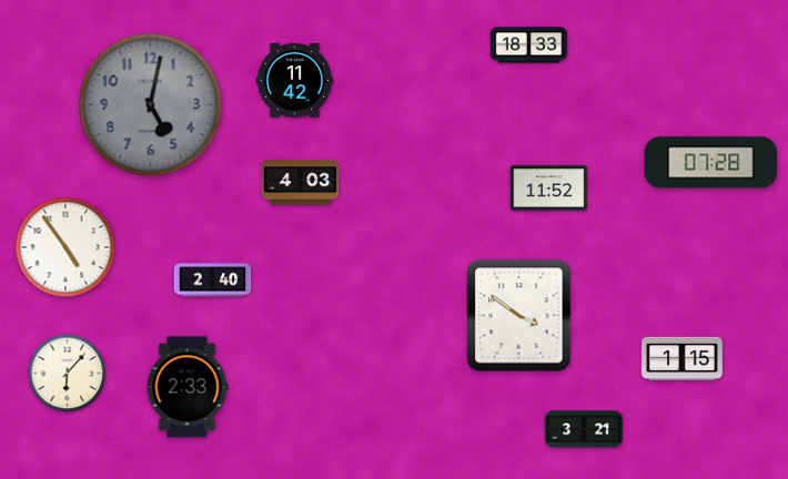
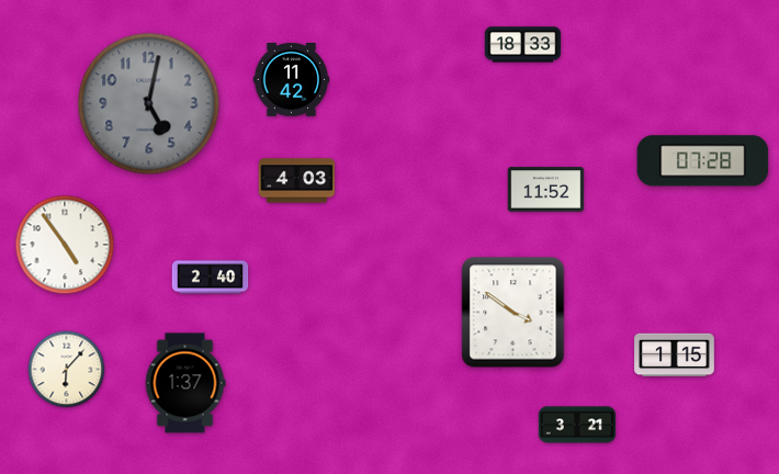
clock at (549, 188) position: (549, 188) -> (546, 190)
clock at (188, 387): 2:33 -> 1:37
